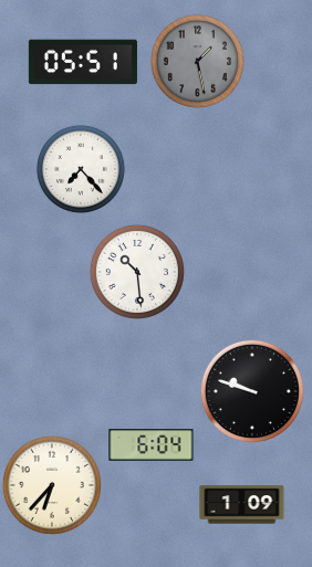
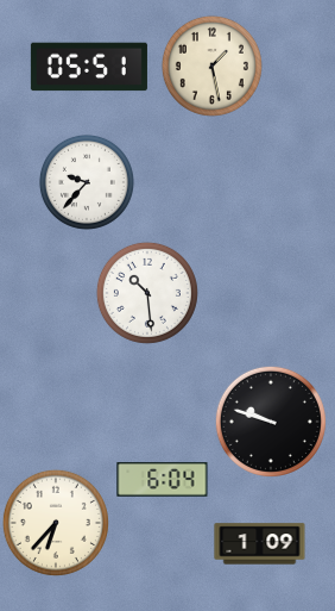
clock at (197, 61) dial: grey -> cream
clock at (81, 169): 7:23 -> 9:37
